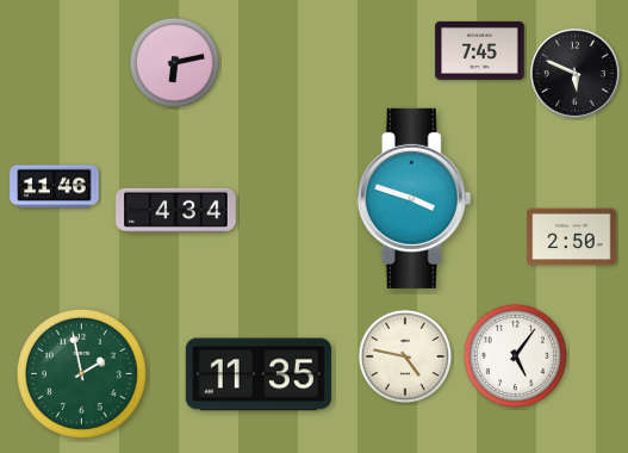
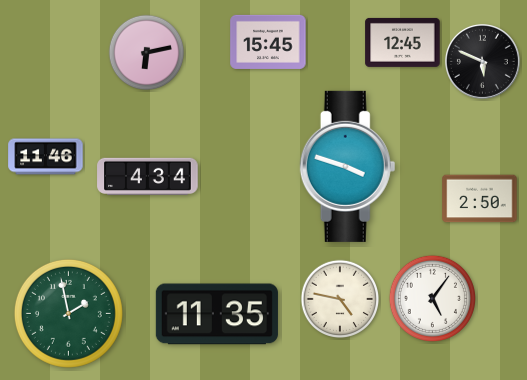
clock at (268, 42): none -> 15:45
clock at (480, 50): 7:45 -> 12:45
